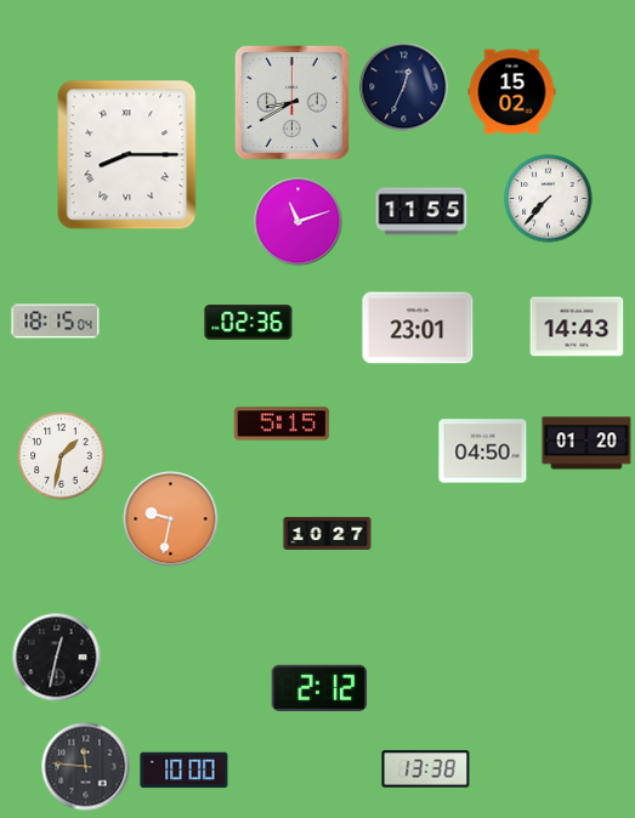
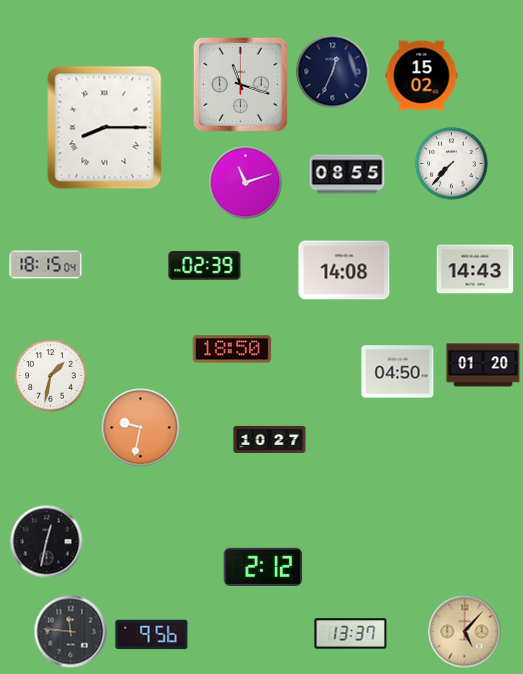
clock at (291, 102): 8:40 -> 11:18
clock at (421, 211): 11:55 -> 08:55
clock at (249, 323): 02:36 -> 02:39
clock at (418, 328): 23:01 -> 14:08
clock at (282, 424): 5:15 -> 18:50
clock at (465, 632): none -> 5:07
clock at (426, 769): 13:38 -> 13:37
clock at (185, 771): 10:00 -> 9:56
